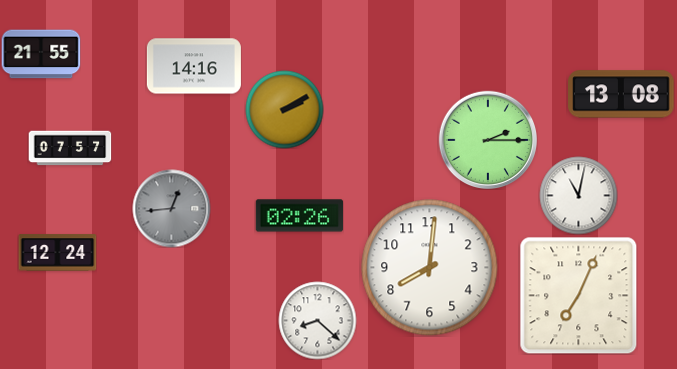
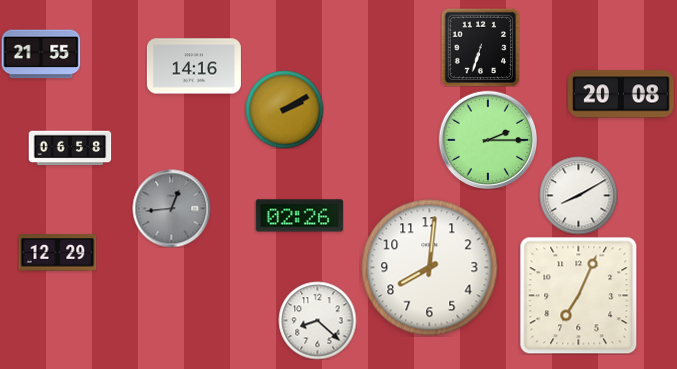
clock at (480, 47): none -> 6:33
clock at (621, 94): 13:08 -> 20:08
clock at (70, 148): 07:57 -> 06:58
clock at (578, 195): 11:02 -> 8:10
clock at (57, 253): 12:24 -> 12:29
